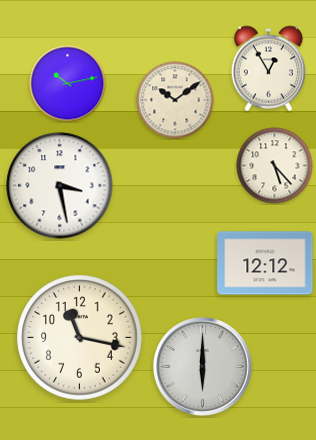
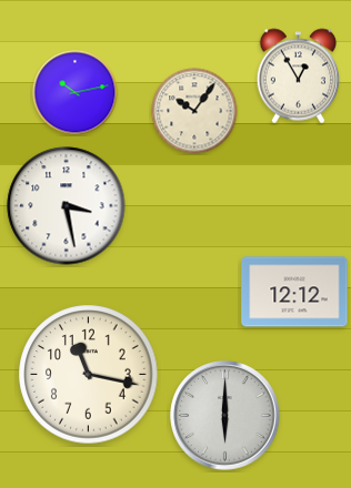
clock at (175, 100): 10:09 -> 10:06
clock at (275, 166): 5:23 -> none
clock at (203, 367) position: (203, 367) -> (225, 416)
